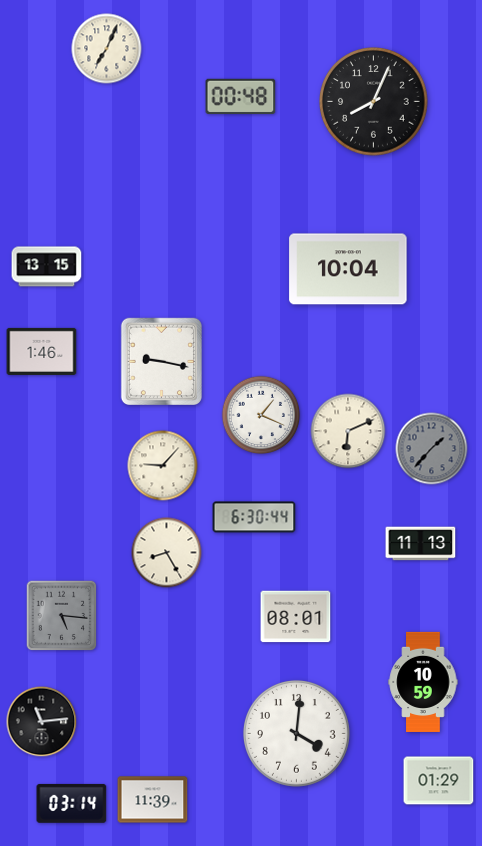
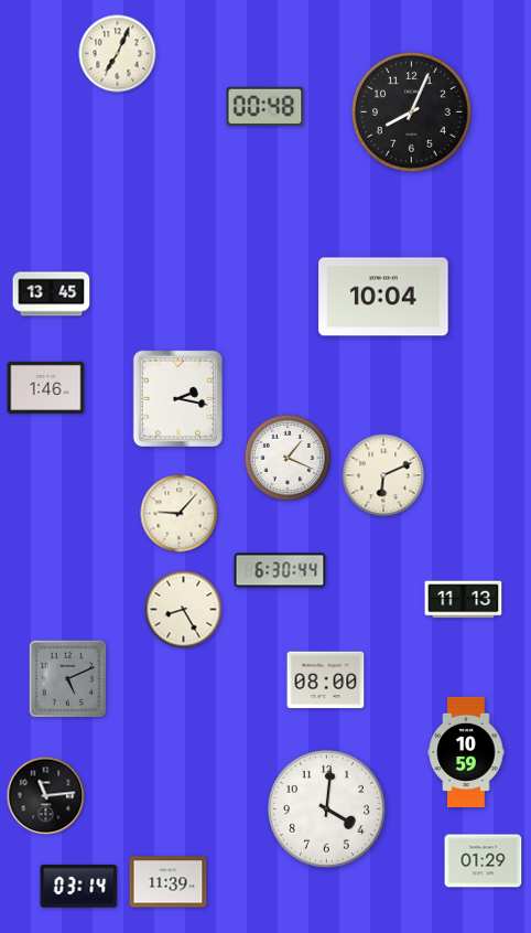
clock at (47, 267): 13:15 -> 13:45
clock at (161, 361): 9:17 -> 2:17
clock at (432, 449): 1:37 -> none
clock at (62, 616): 5:16 -> 5:11
clock at (296, 617): 08:01 -> 08:00
